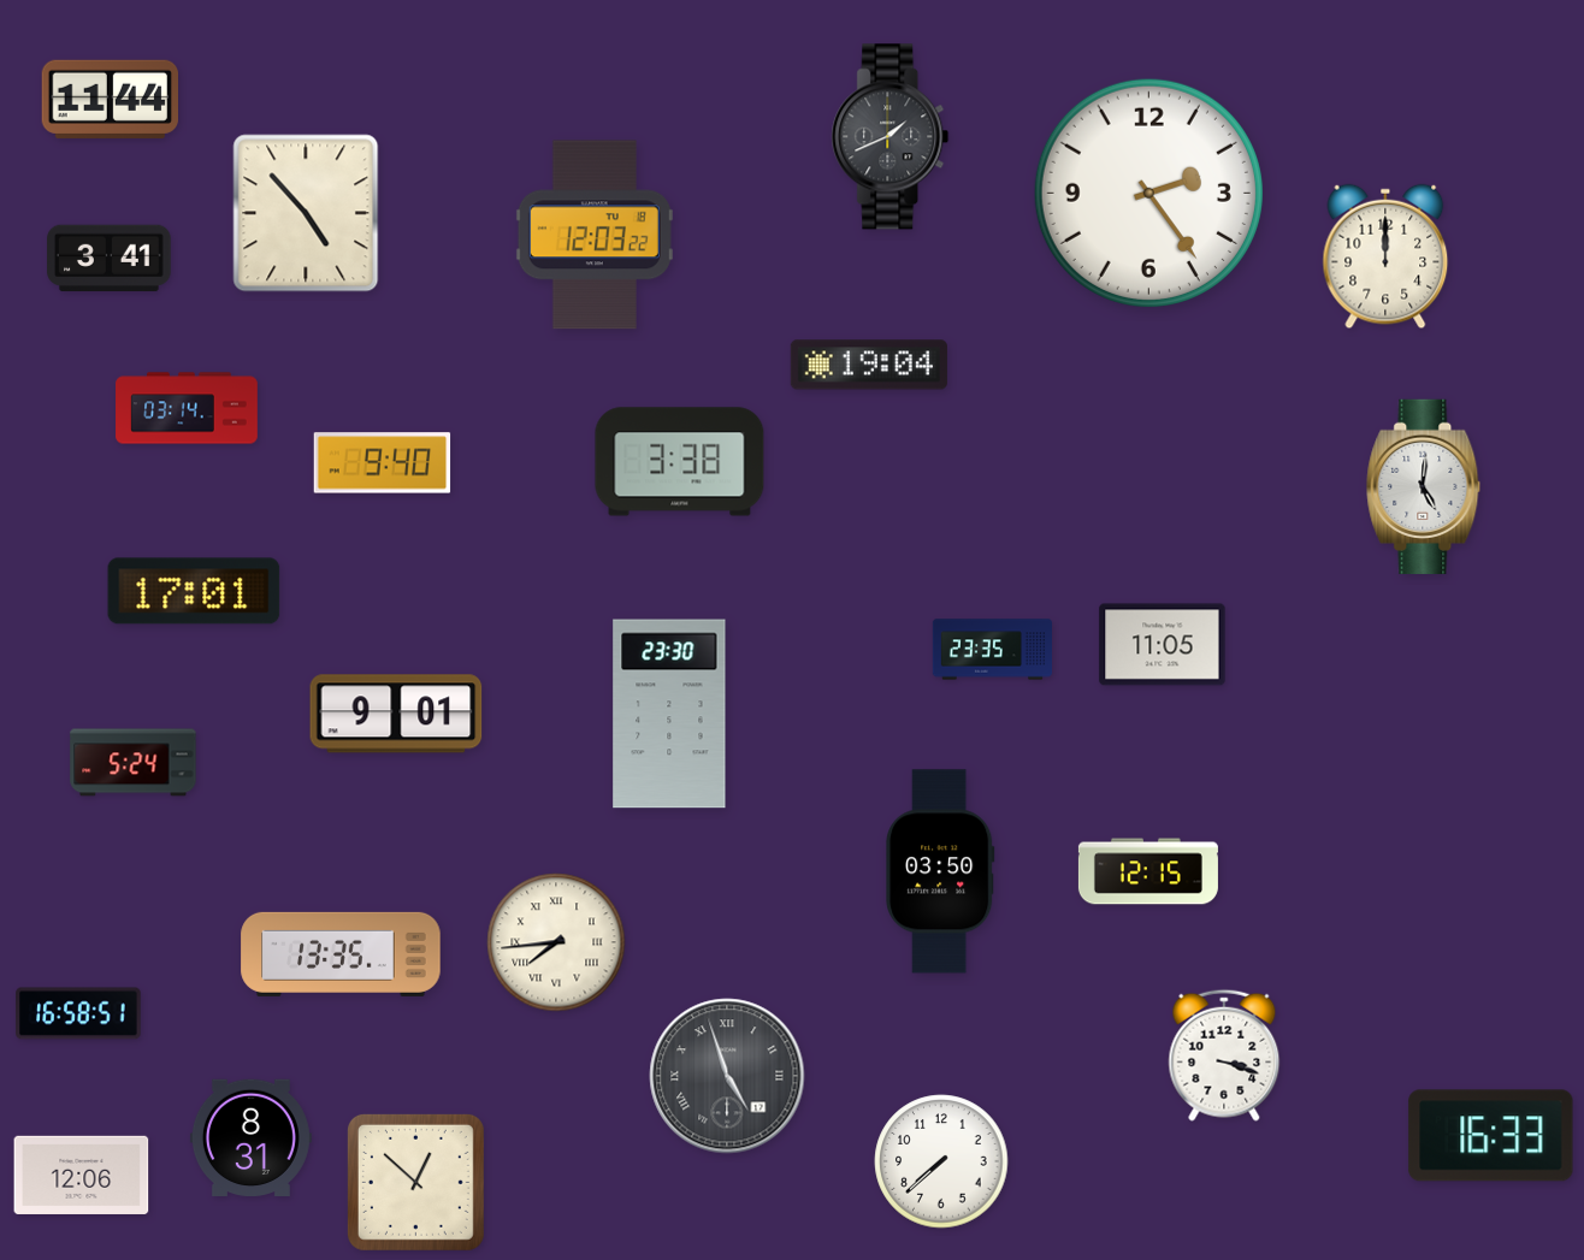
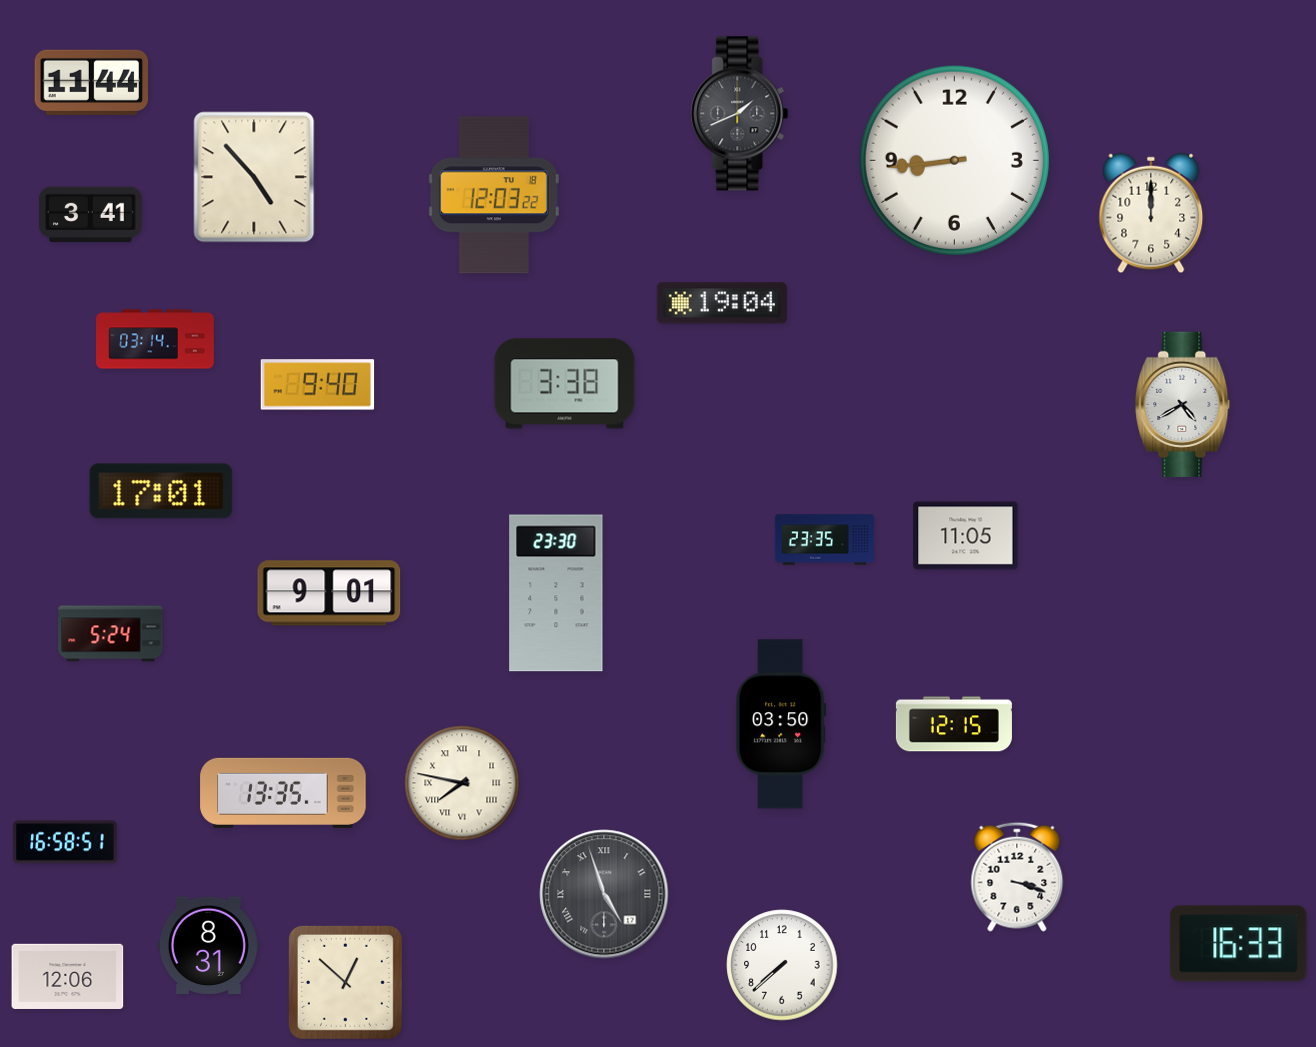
clock at (1148, 193): 2:24 -> 8:44
clock at (1424, 486): 5:01 -> 4:40
clock at (556, 942): 7:44 -> 7:47
